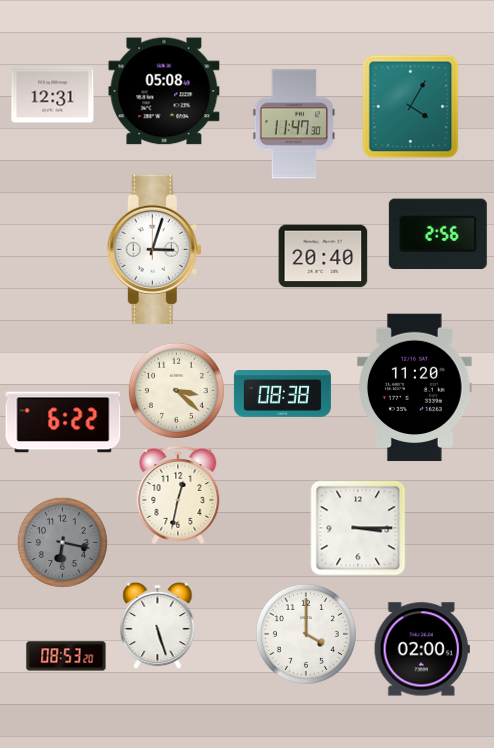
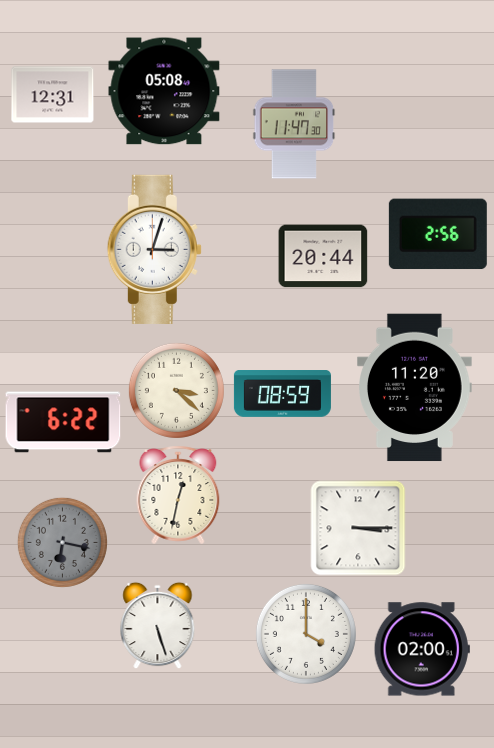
clock at (411, 107): 4:05 -> none
clock at (323, 256): 20:40 -> 20:44
clock at (282, 394): 08:38 -> 08:59
clock at (66, 656): 08:53 -> none
